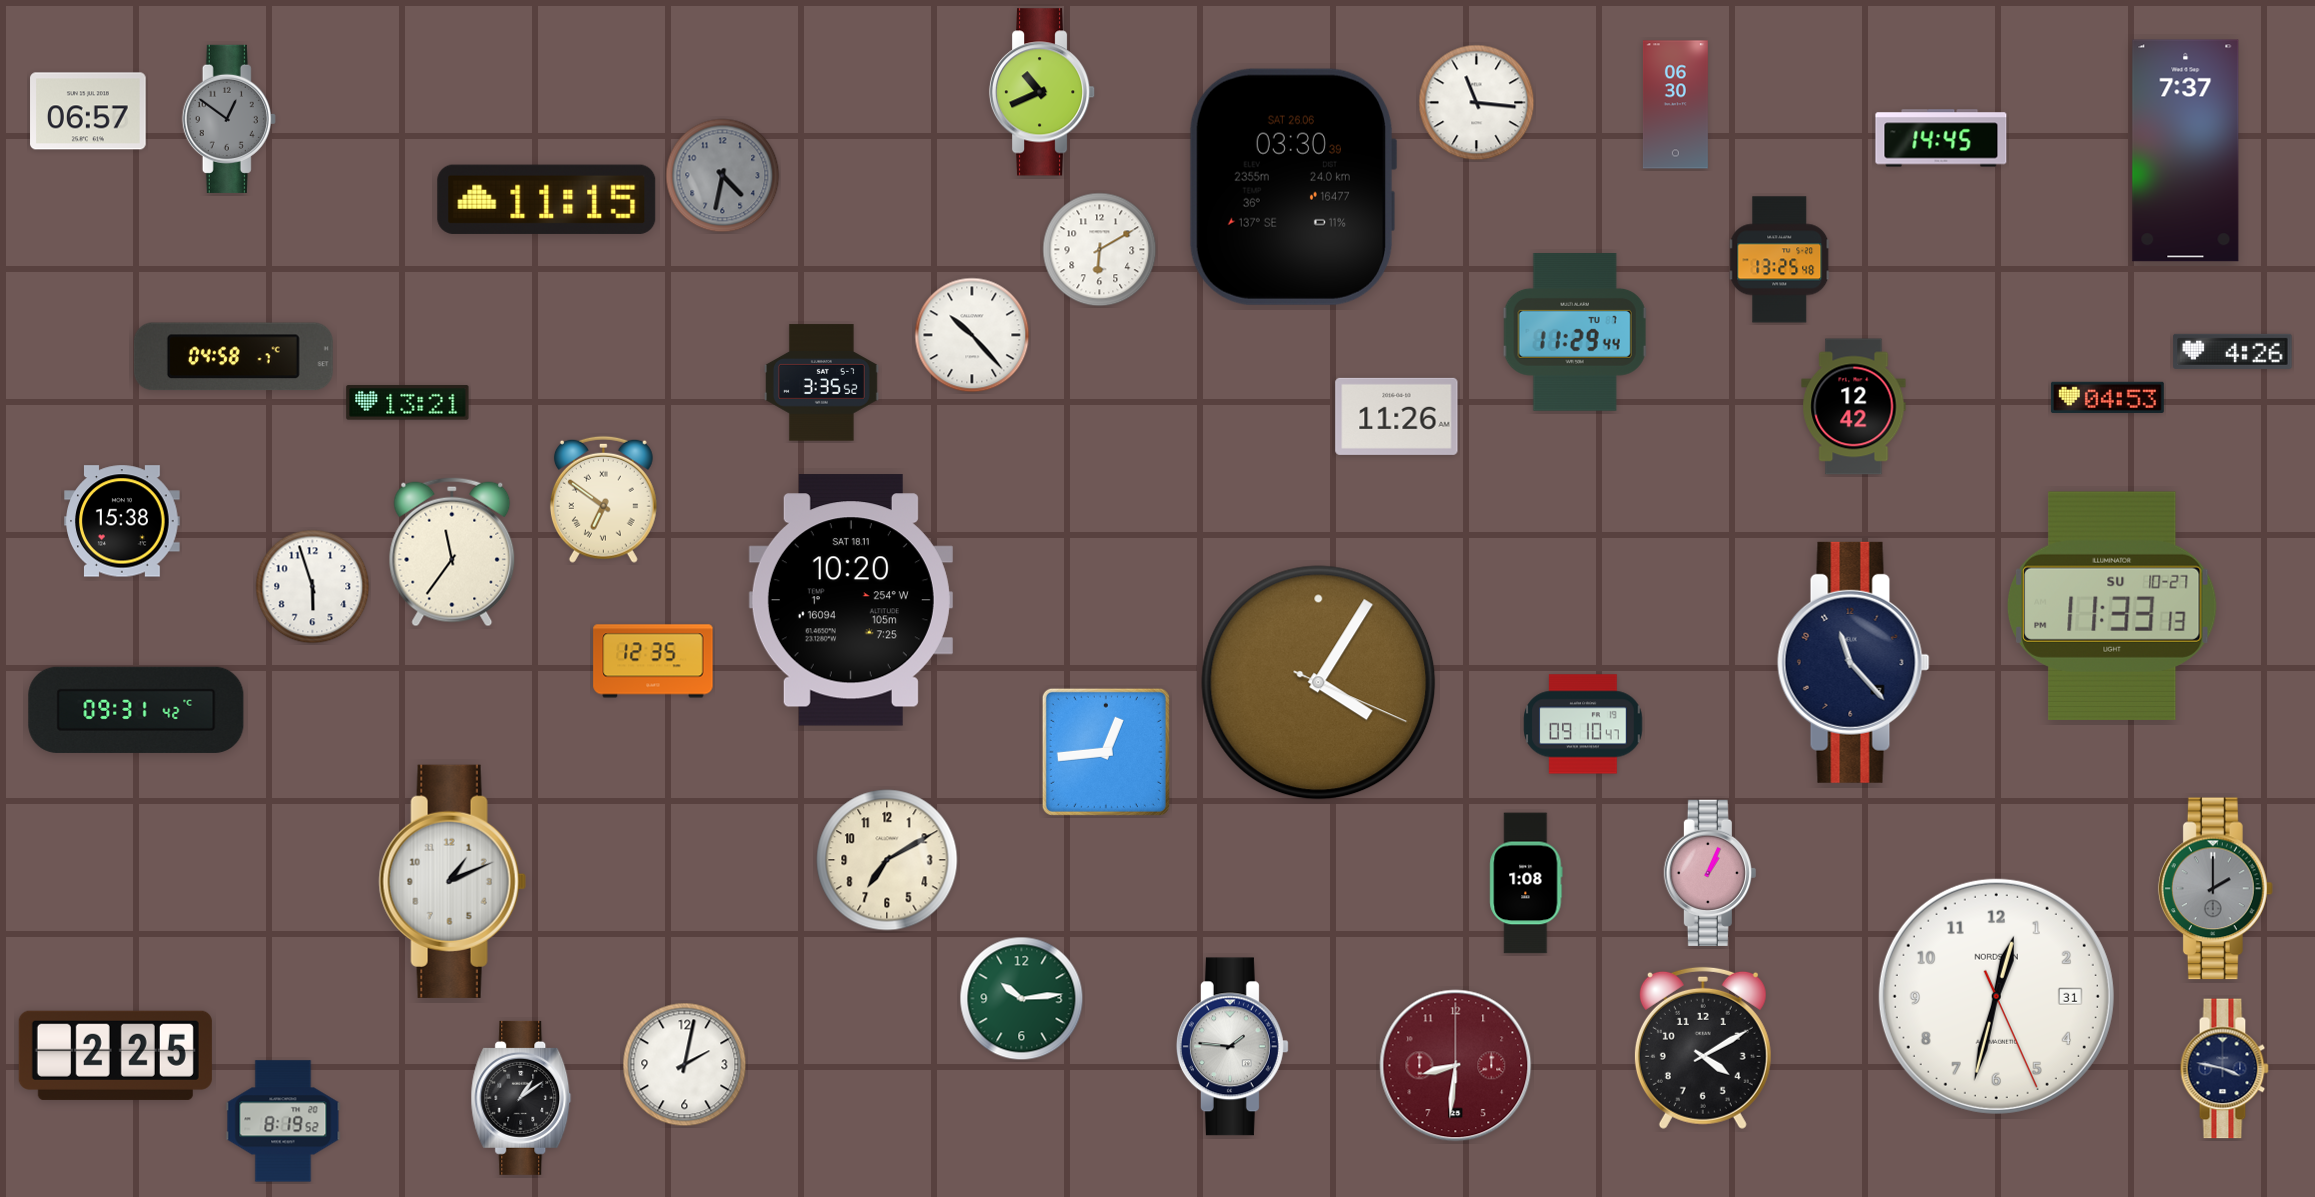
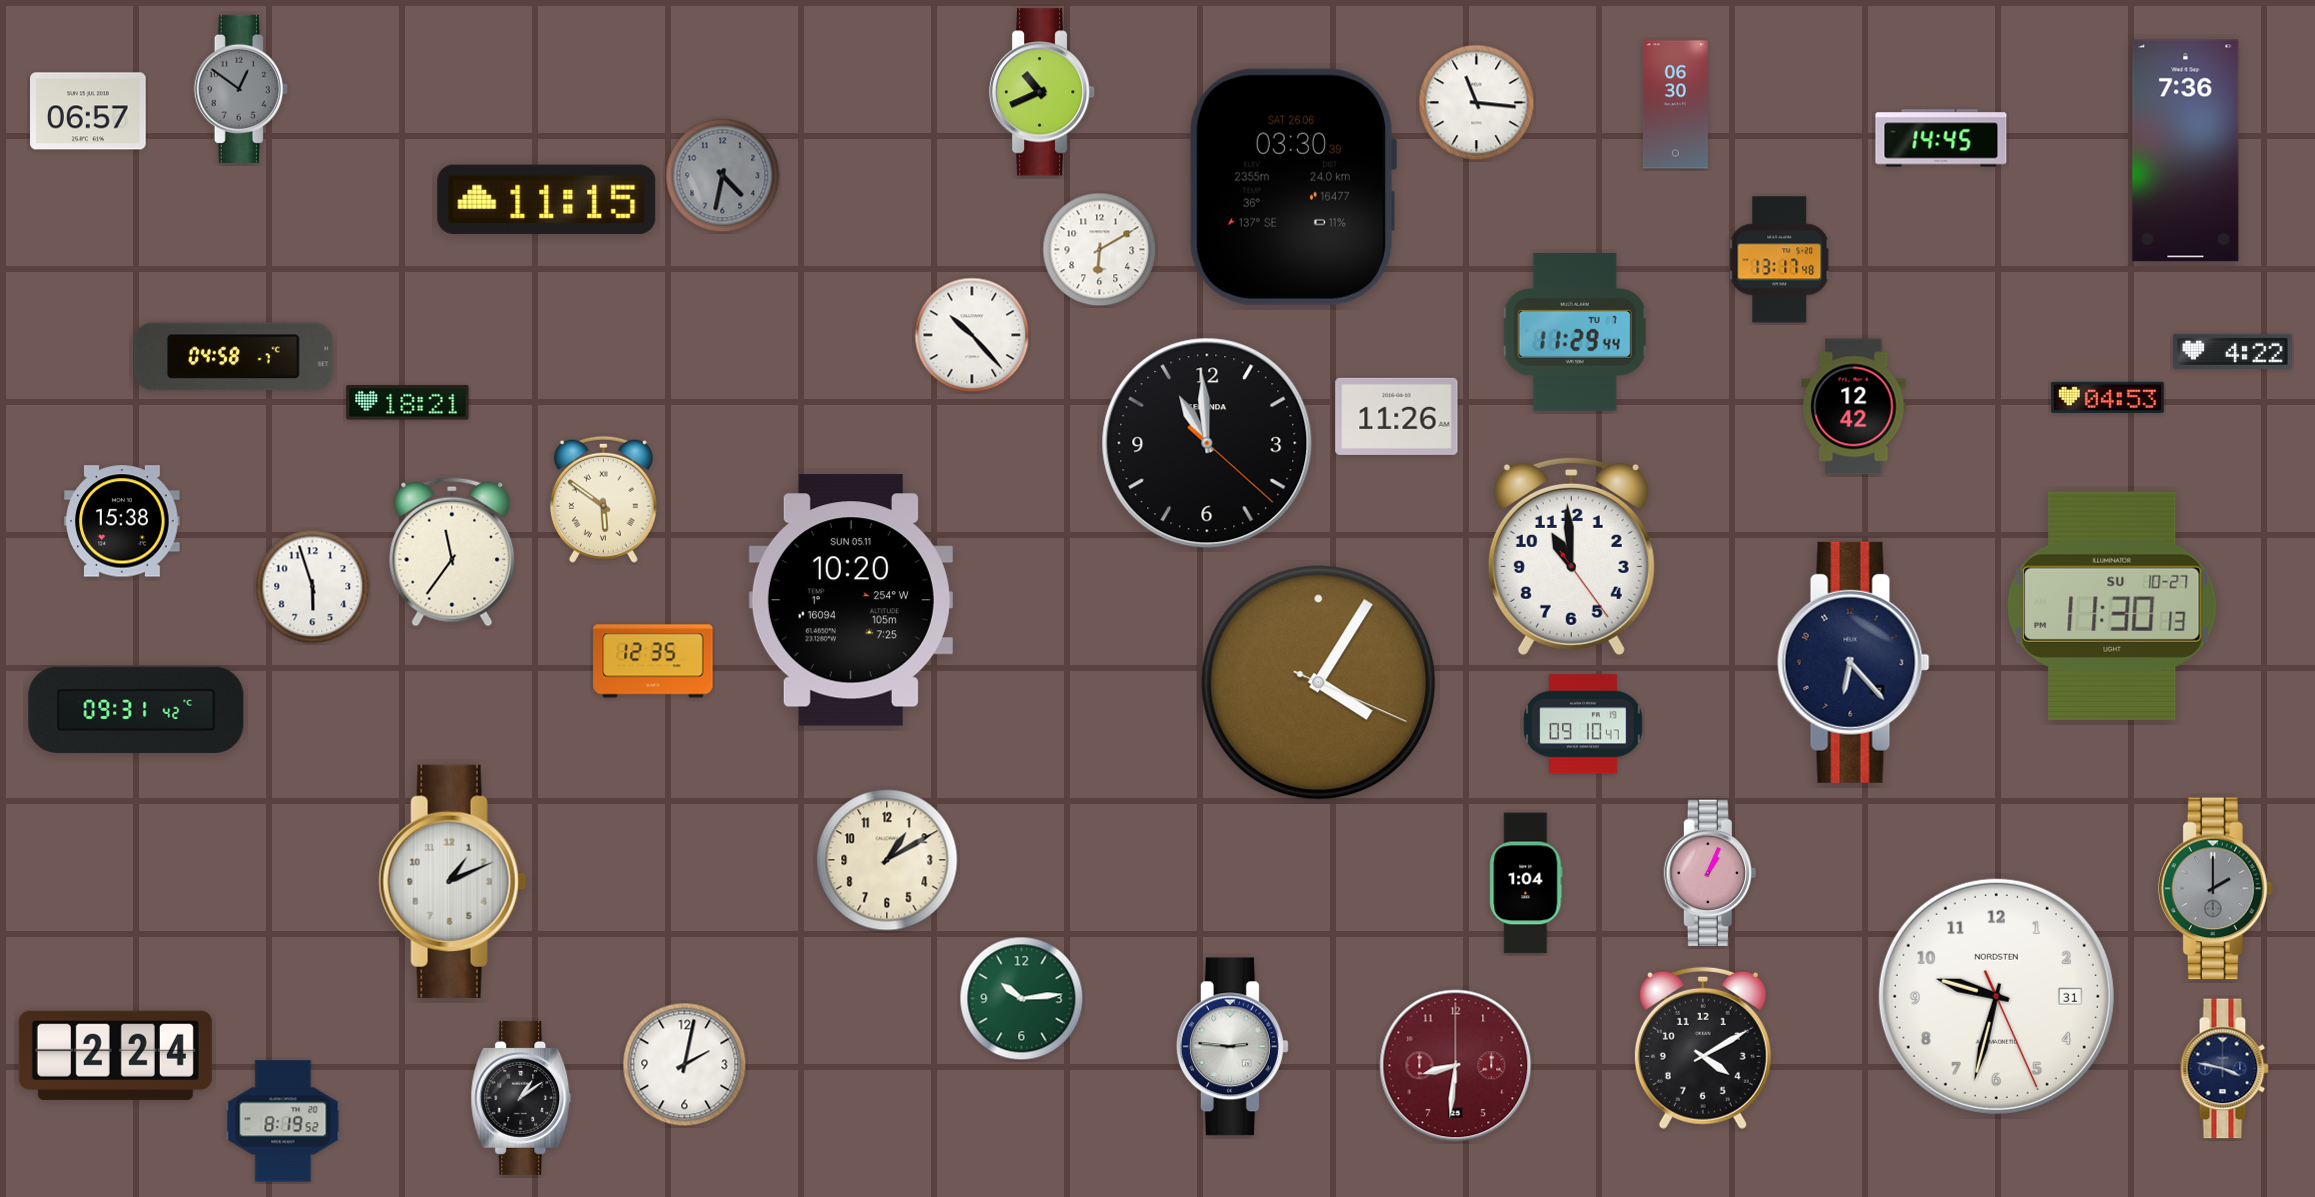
clock at (229, 119) position: (229, 119) -> (241, 89)
clock at (2186, 151): 7:37 -> 7:36
clock at (1780, 260): 13:25 -> 13:17
clock at (2233, 351): 4:26 -> 4:22
clock at (821, 383): 3:35 -> none
clock at (408, 403): 13:21 -> 18:21
clock at (1207, 443): none -> 10:59
clock at (603, 499): 6:51 -> 5:51
clock at (1571, 556): none -> 10:59
clock at (851, 600) date: SAT 18.11 -> SUN 05.11
clock at (2113, 606): 11:33 -> 11:30
clock at (1854, 662): 11:23 -> 6:23
clock at (1106, 752): 12:44 -> none
clock at (887, 860): 7:10 -> 1:10
clock at (1526, 883): 1:08 -> 1:04
clock at (1996, 996): 12:32 -> 9:32
clock at (1232, 1047): 1:46 -> 2:46
clock at (115, 1055): 2:25 -> 2:24
